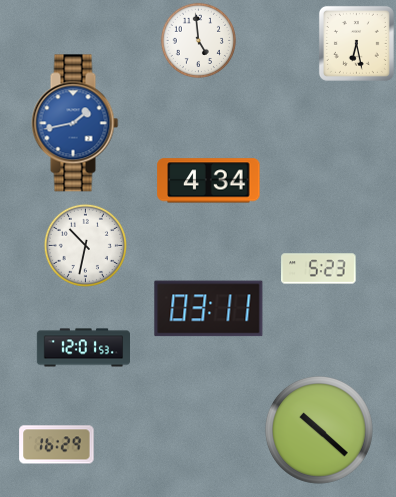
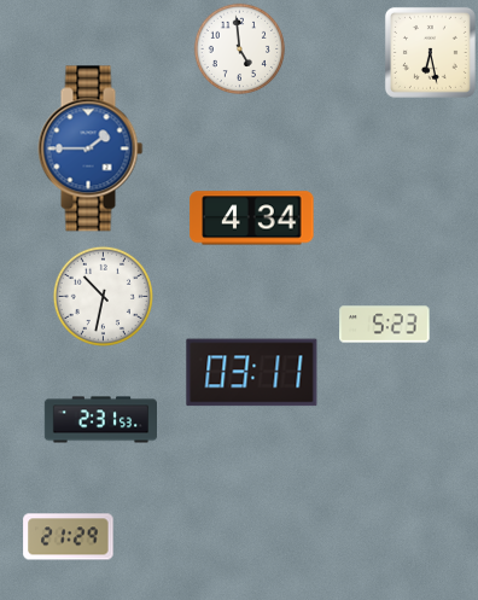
clock at (75, 123): 1:43 -> 1:45
clock at (83, 348): 12:01 -> 2:31
clock at (319, 430): 10:22 -> none
clock at (57, 445): 16:29 -> 21:29
